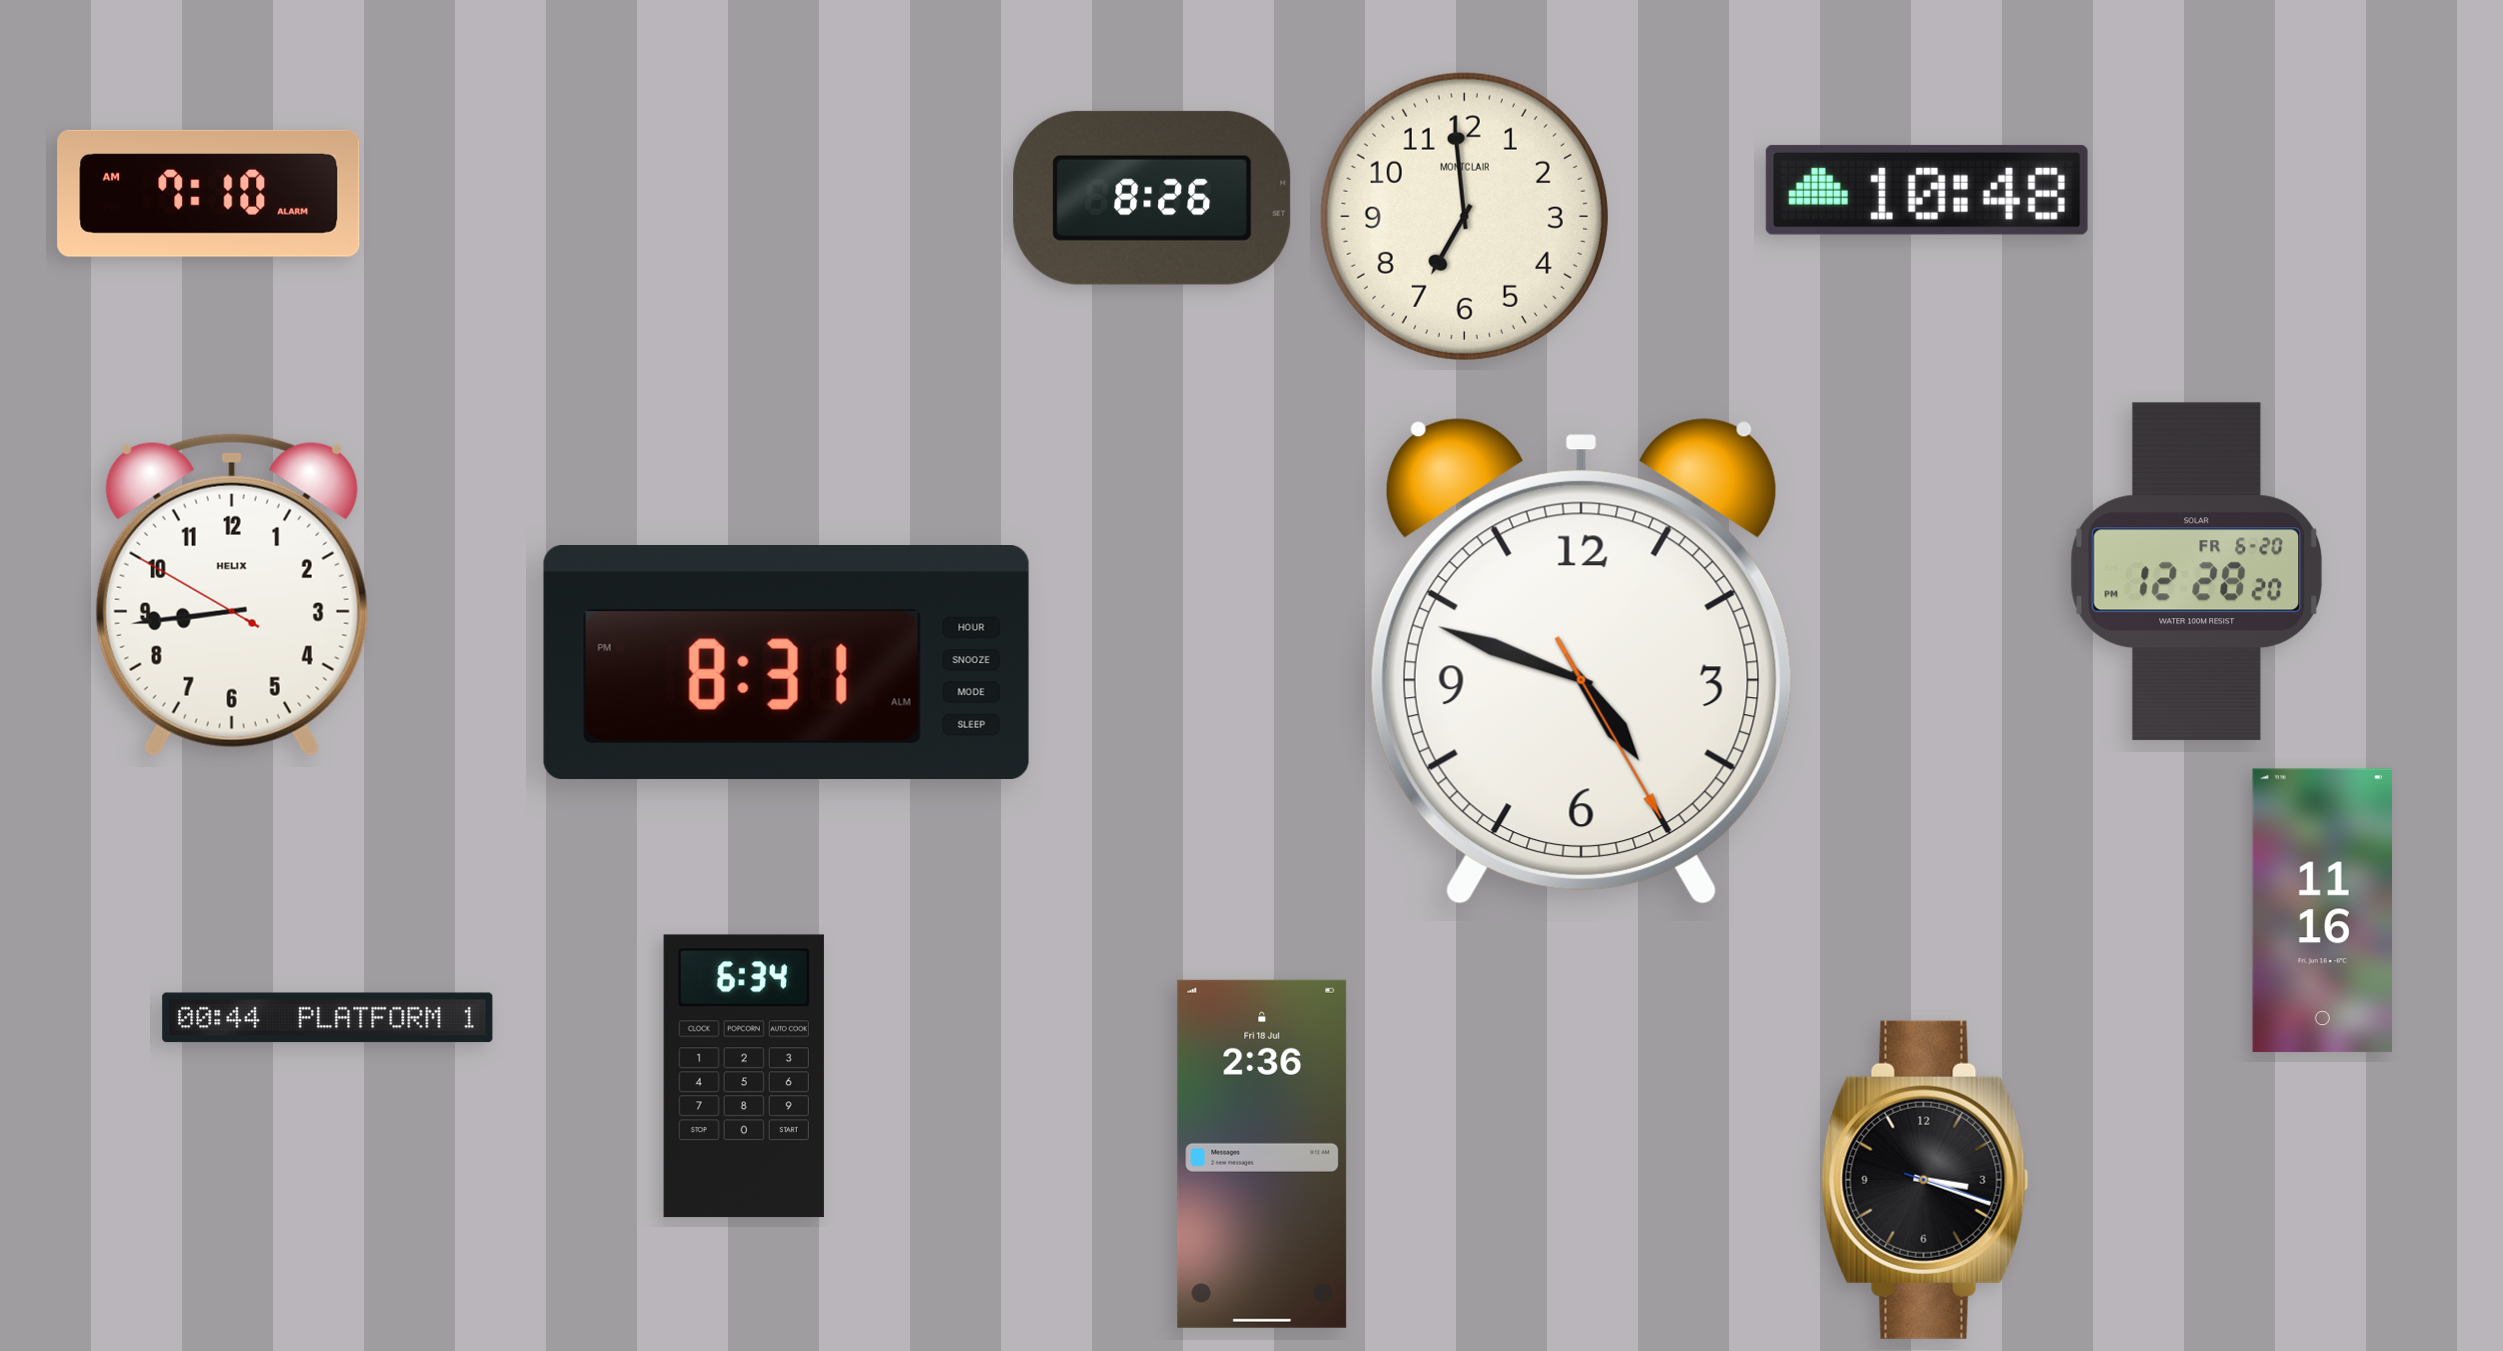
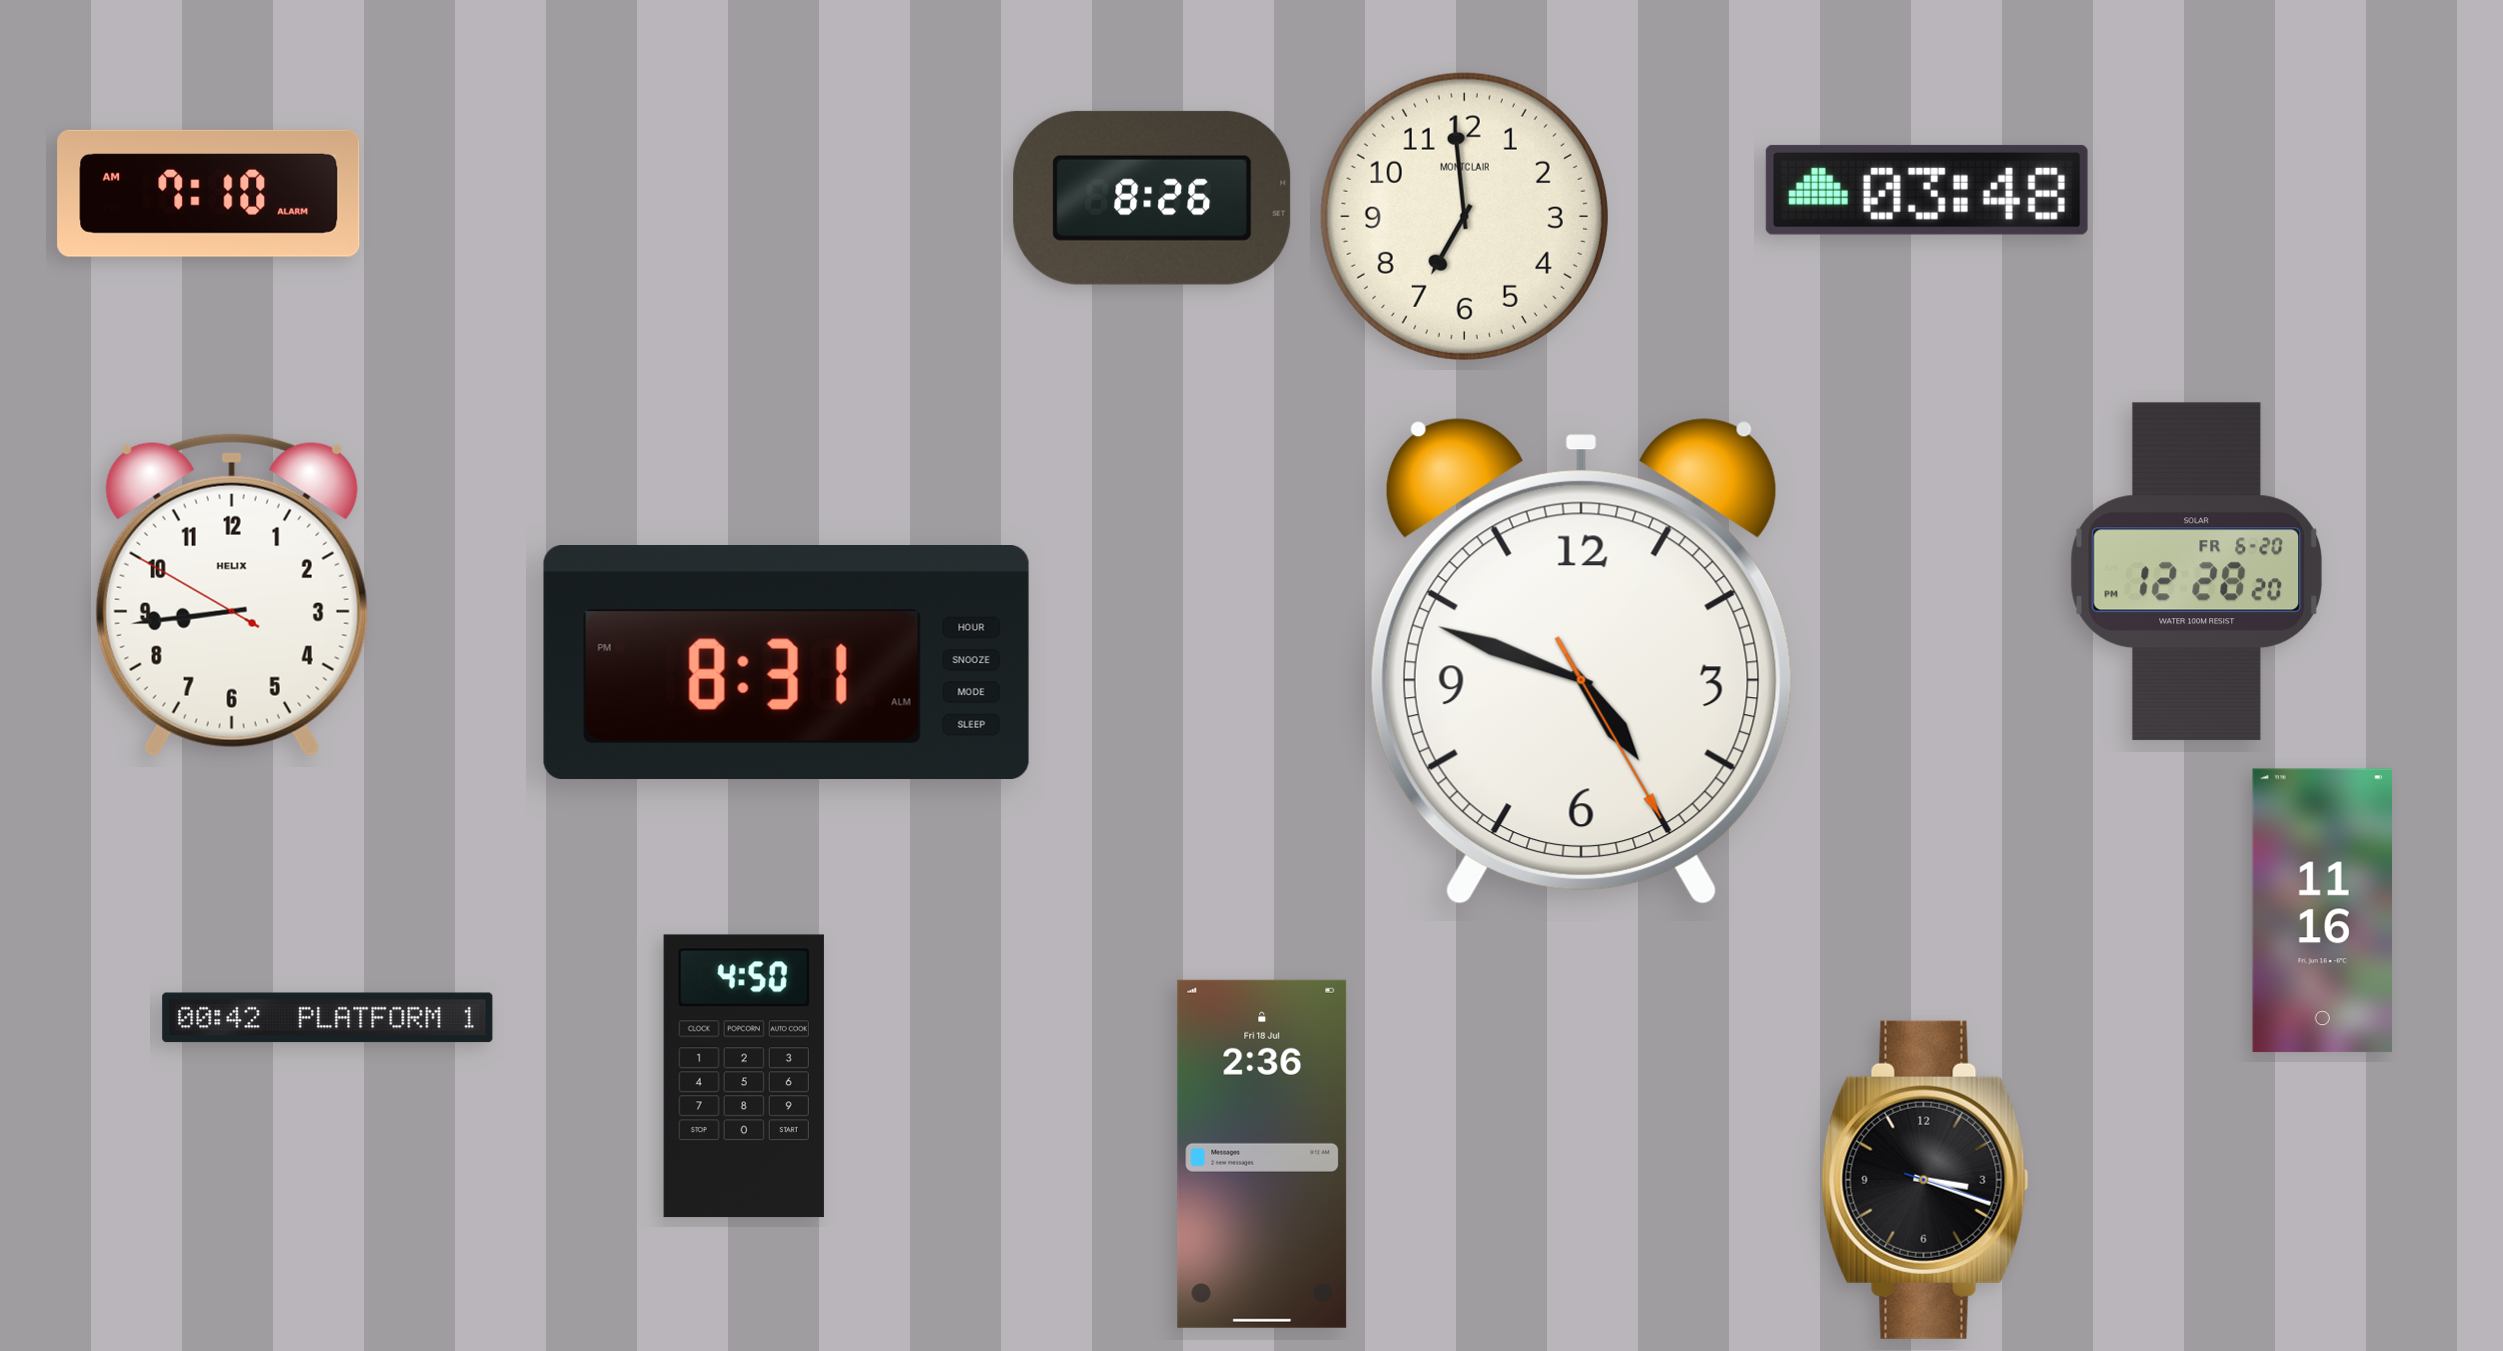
clock at (1927, 190): 10:48 -> 03:48
clock at (328, 1018): 00:44 -> 00:42
clock at (744, 1076): 6:34 -> 4:50
